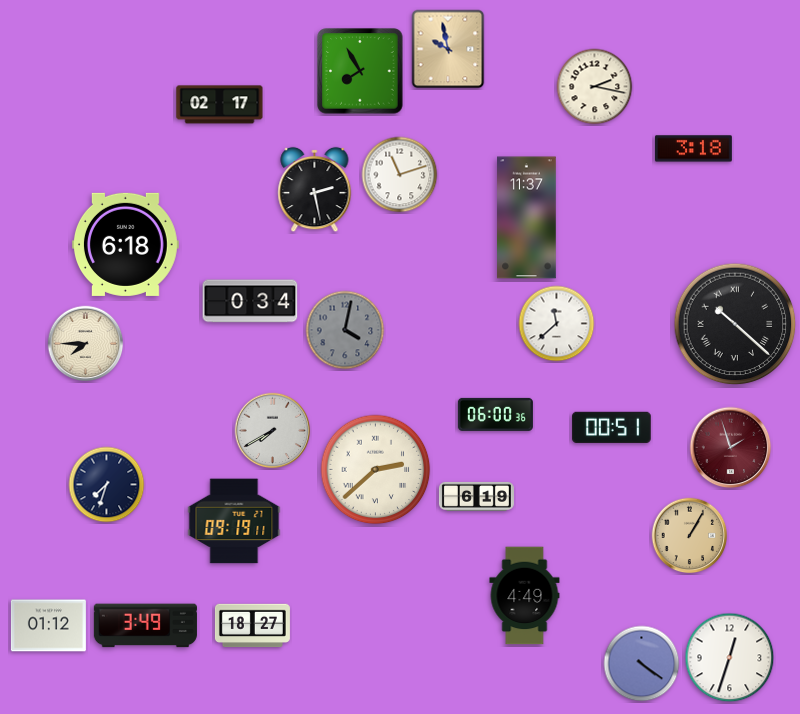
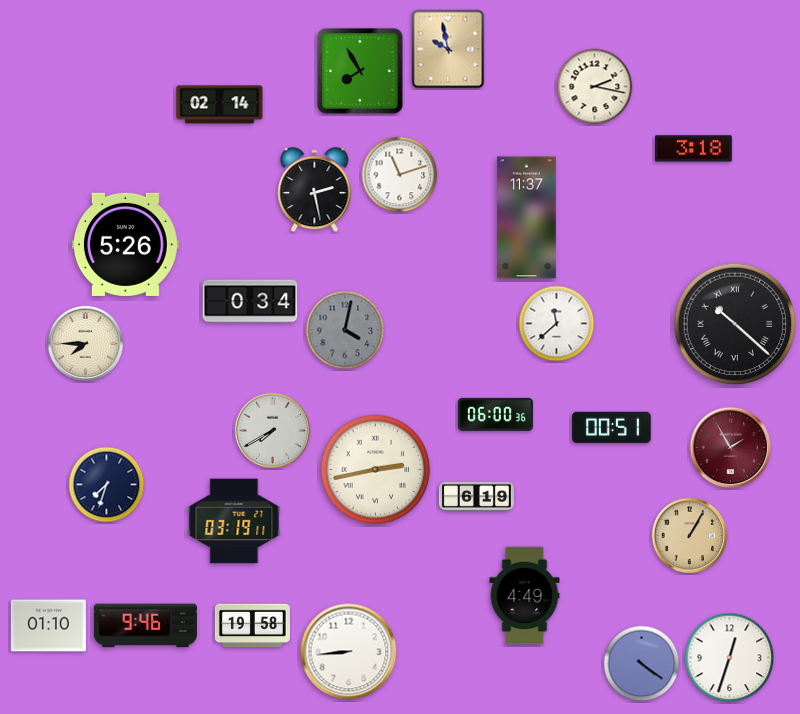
clock at (220, 105): 02:17 -> 02:14
clock at (125, 244): 6:18 -> 5:26
clock at (731, 448): 1:57 -> 1:55
clock at (376, 470): 2:38 -> 2:43
clock at (234, 521): 09:19 -> 03:19
clock at (48, 626): 01:12 -> 01:10
clock at (145, 626): 3:49 -> 9:46
clock at (252, 626): 18:27 -> 19:58
clock at (349, 652): none -> 8:44
